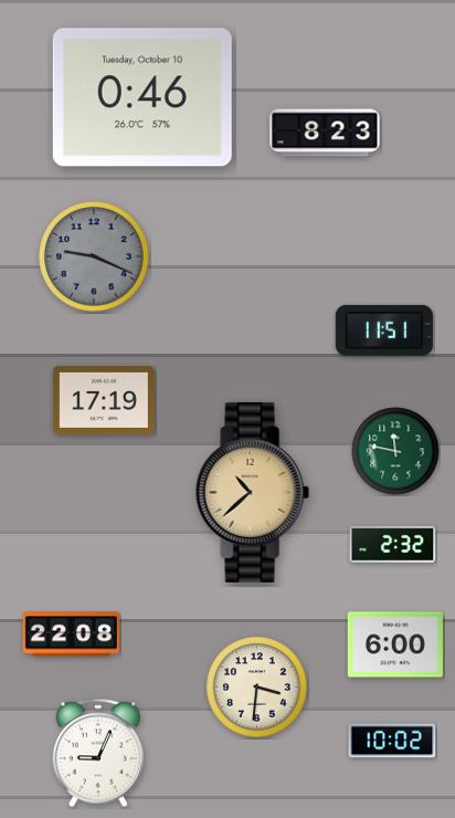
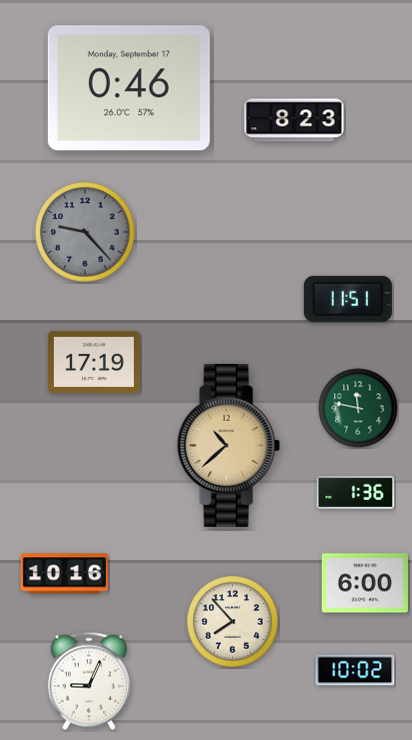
clock at (142, 97) date: Tuesday, October 10 -> Monday, September 17
clock at (94, 256): 9:19 -> 9:23
clock at (393, 544): 2:32 -> 1:36
clock at (71, 635): 22:08 -> 10:16
clock at (394, 644) position: (394, 644) -> (364, 583)
clock at (257, 688): 3:31 -> 7:53
